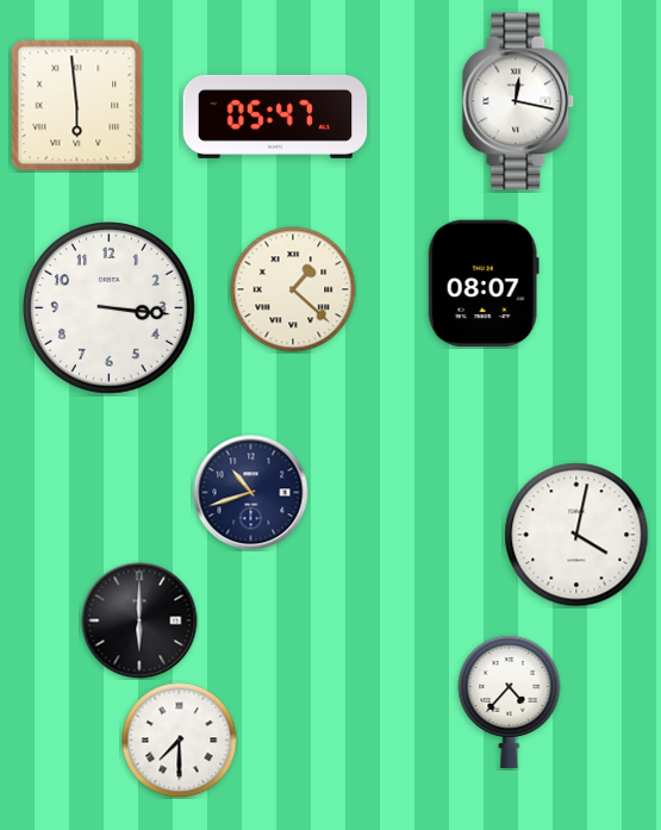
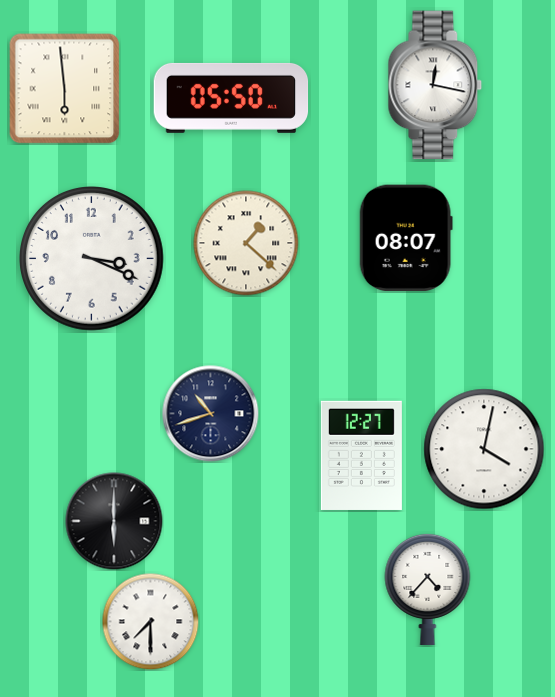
clock at (275, 117): 05:47 -> 05:50
clock at (110, 308): 3:16 -> 3:19
clock at (361, 455): none -> 12:27
clock at (139, 620) position: (139, 620) -> (114, 521)
